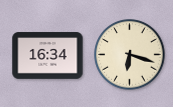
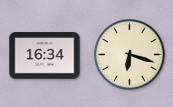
clock at (48, 56) position: (48, 56) -> (45, 56)
